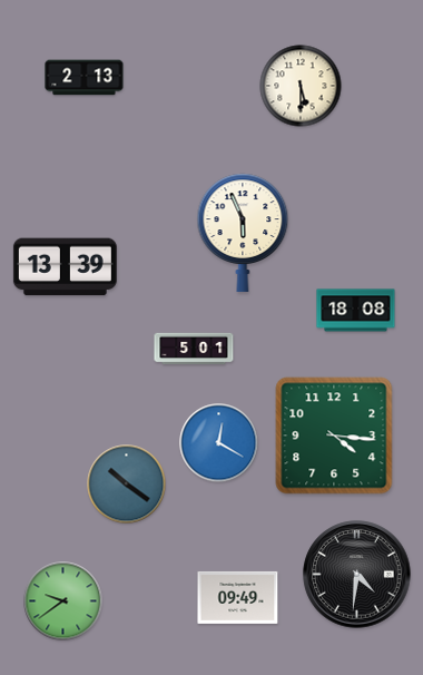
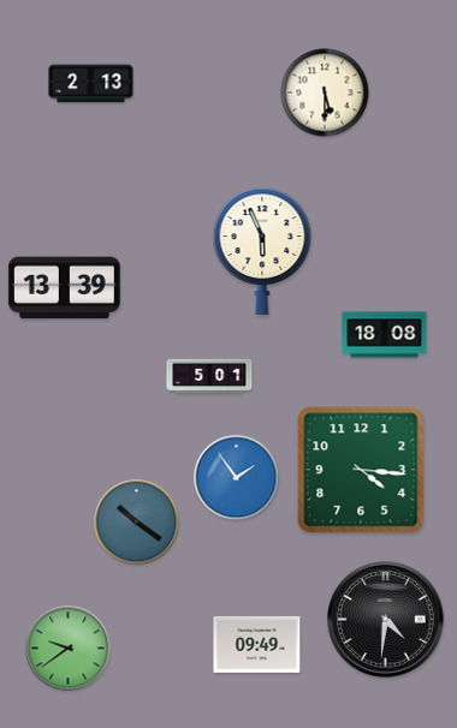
clock at (65, 267) position: (65, 267) -> (64, 288)
clock at (219, 443): 12:20 -> 1:54
